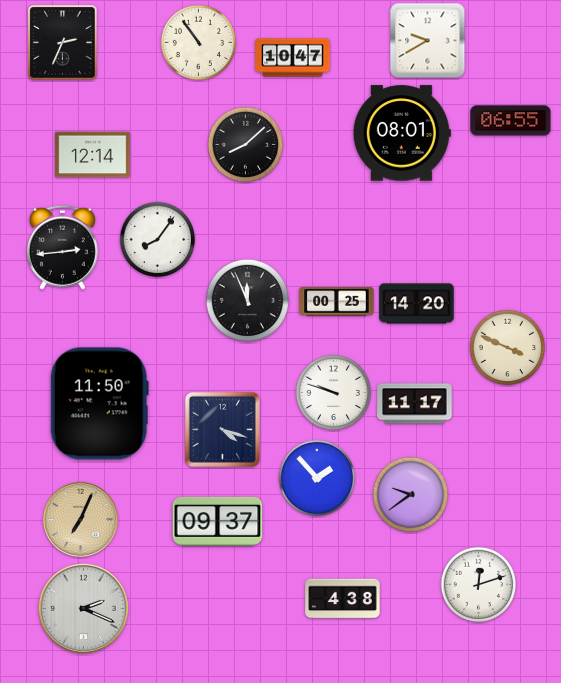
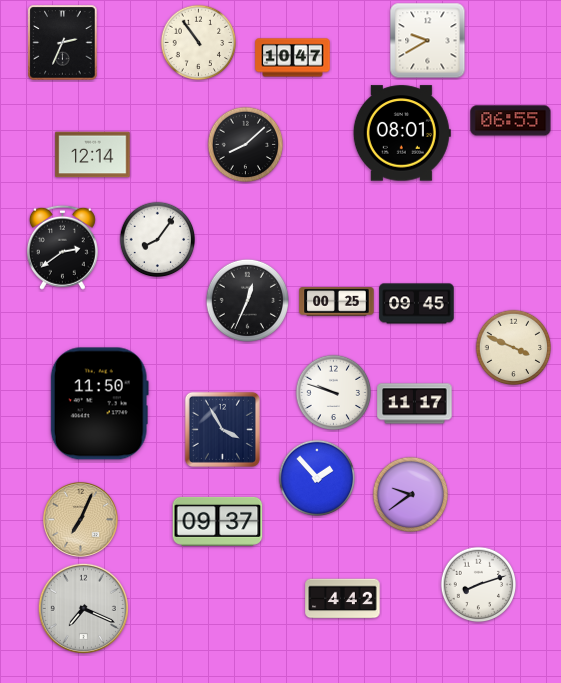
clock at (62, 247): 2:44 -> 2:39
clock at (247, 300): 11:56 -> 12:34
clock at (417, 304): 14:20 -> 09:45
clock at (508, 348) position: (508, 348) -> (514, 348)
clock at (222, 429): 4:18 -> 3:55
clock at (479, 585): 12:12 -> 8:12
clock at (343, 599): 4:38 -> 4:42
clock at (83, 608): 2:19 -> 7:19
